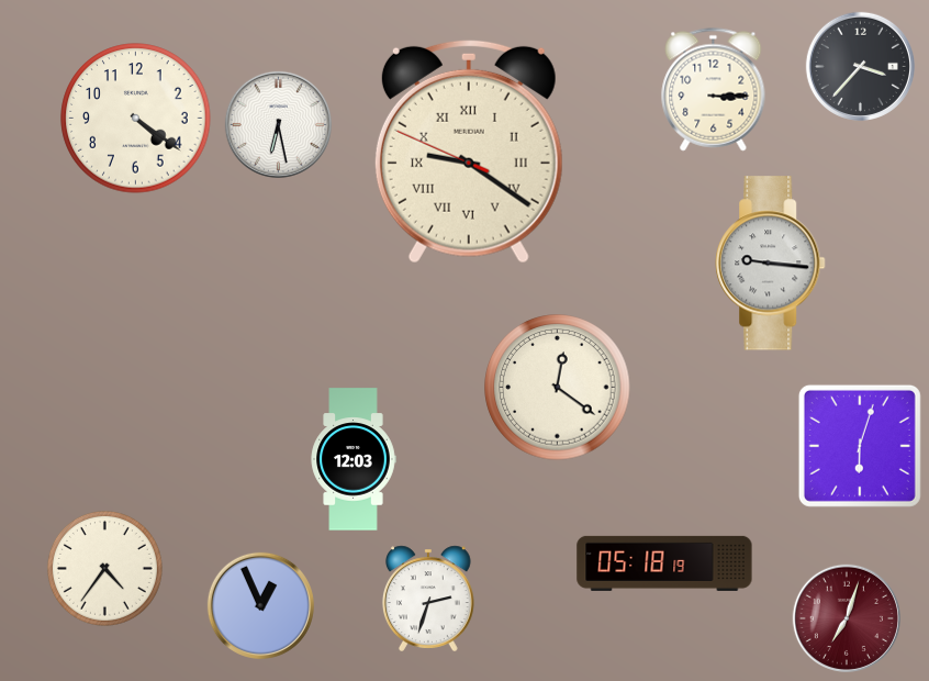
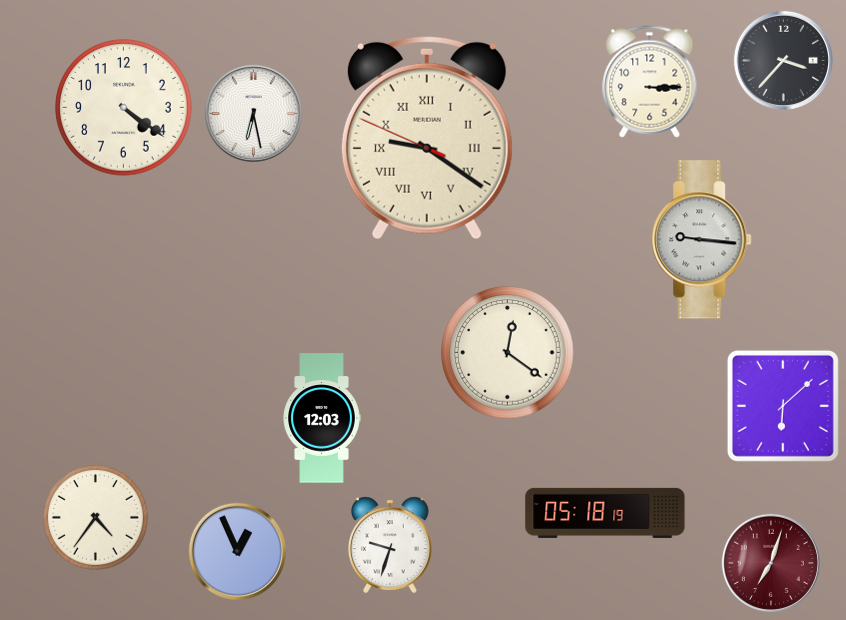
clock at (860, 446): 6:03 -> 6:08
clock at (428, 599): 2:33 -> 9:33
